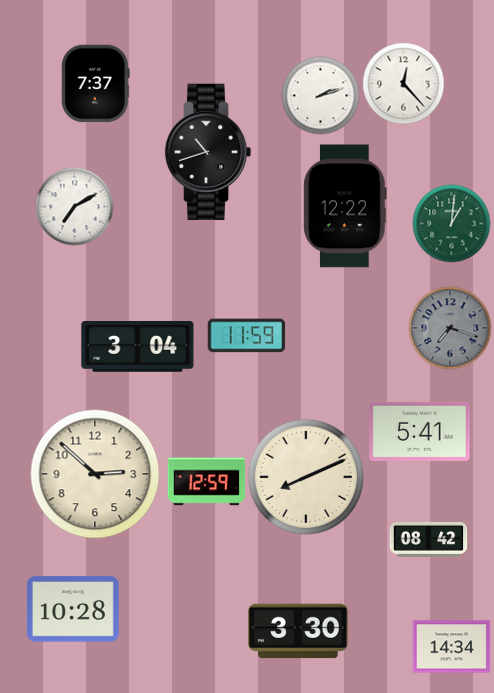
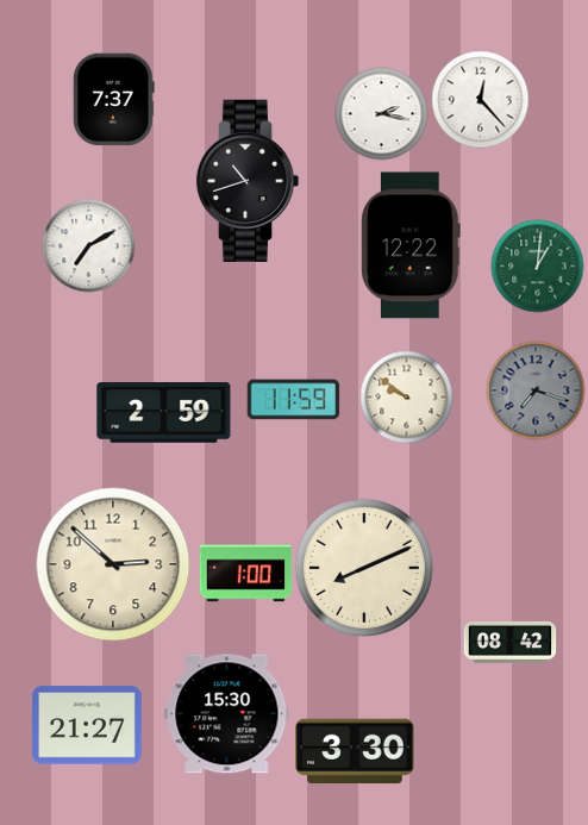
clock at (320, 95): 2:12 -> 2:17
clock at (406, 396): none -> 9:51
clock at (138, 347): 3:04 -> 2:59
clock at (420, 431): 5:41 -> none
clock at (206, 482): 12:59 -> 1:00
clock at (227, 714): none -> 15:30
clock at (73, 609): 10:28 -> 21:27
clock at (451, 647): 14:34 -> none
